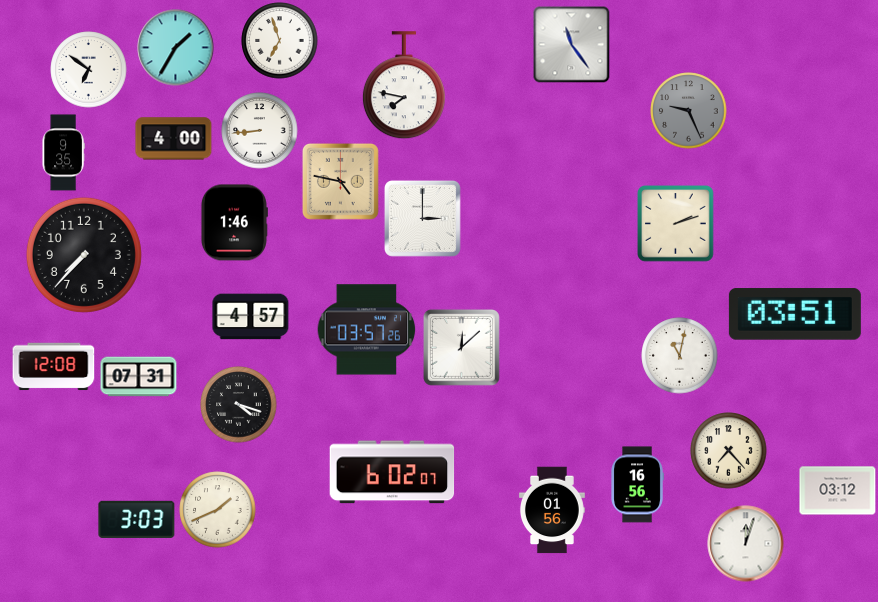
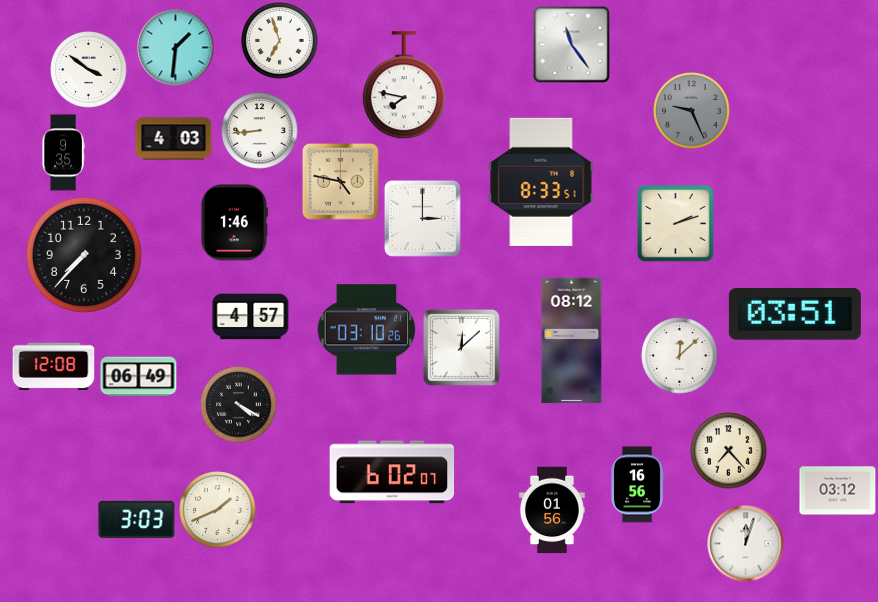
clock at (176, 48): 1:35 -> 1:31
clock at (89, 70): 6:51 -> 3:51
clock at (689, 111) position: (689, 111) -> (692, 111)
clock at (174, 139): 4:00 -> 4:03
clock at (541, 182): none -> 8:33
clock at (367, 330): 03:57 -> 03:10
clock at (572, 341): none -> 08:12
clock at (680, 356): 11:02 -> 12:08
clock at (139, 377): 07:31 -> 06:49
clock at (239, 405): 4:18 -> 4:20
